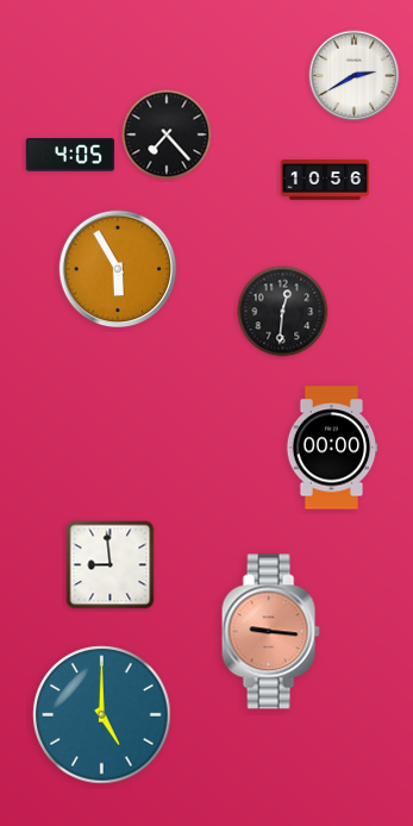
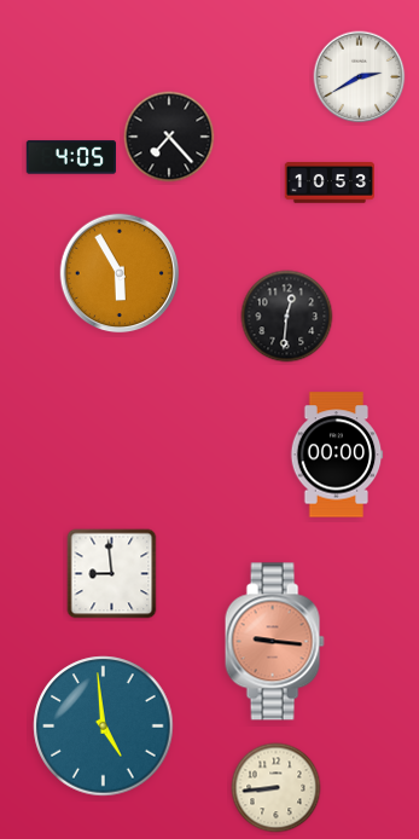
clock at (324, 180): 10:56 -> 10:53
clock at (102, 715): 5:00 -> 4:59
clock at (277, 788): none -> 8:44
